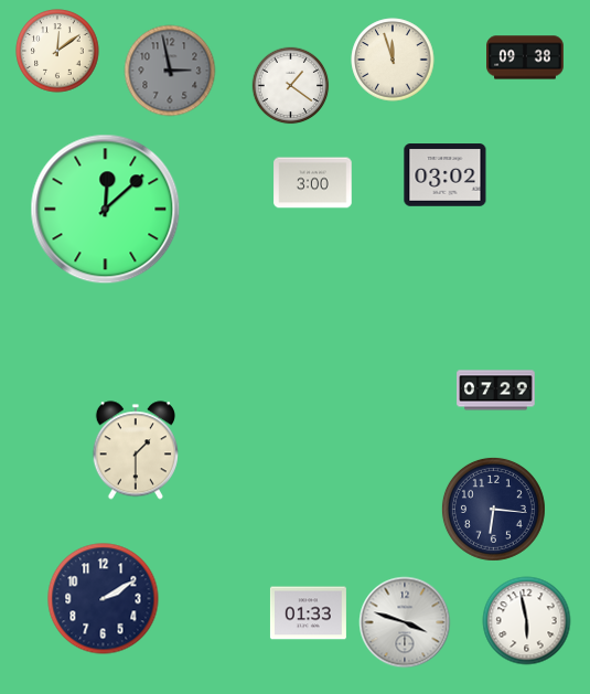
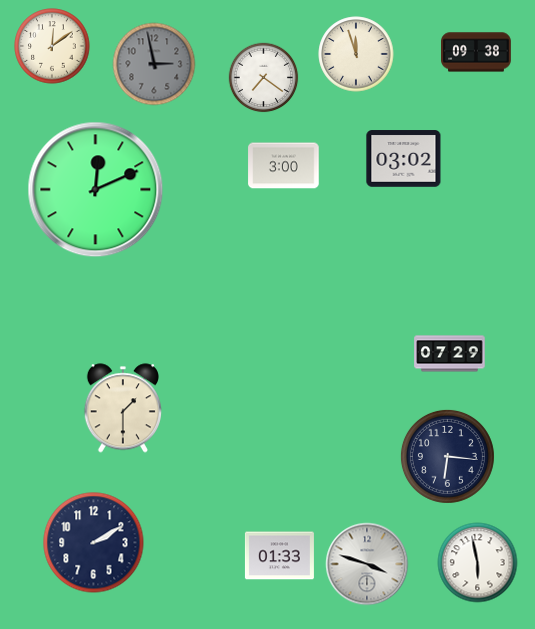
clock at (291, 86): 1:21 -> 7:21
clock at (106, 210): 12:08 -> 12:11
clock at (493, 509) position: (493, 509) -> (447, 456)
